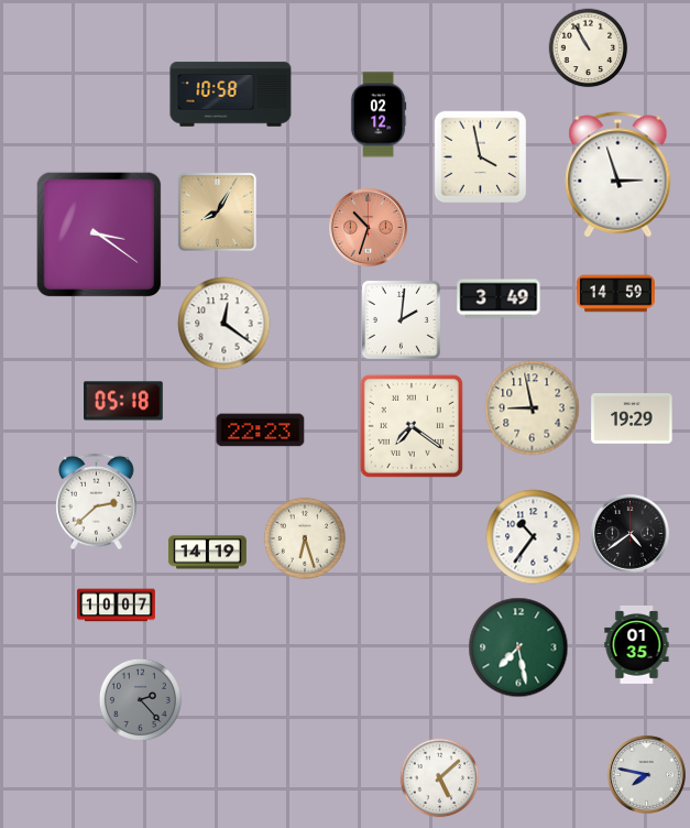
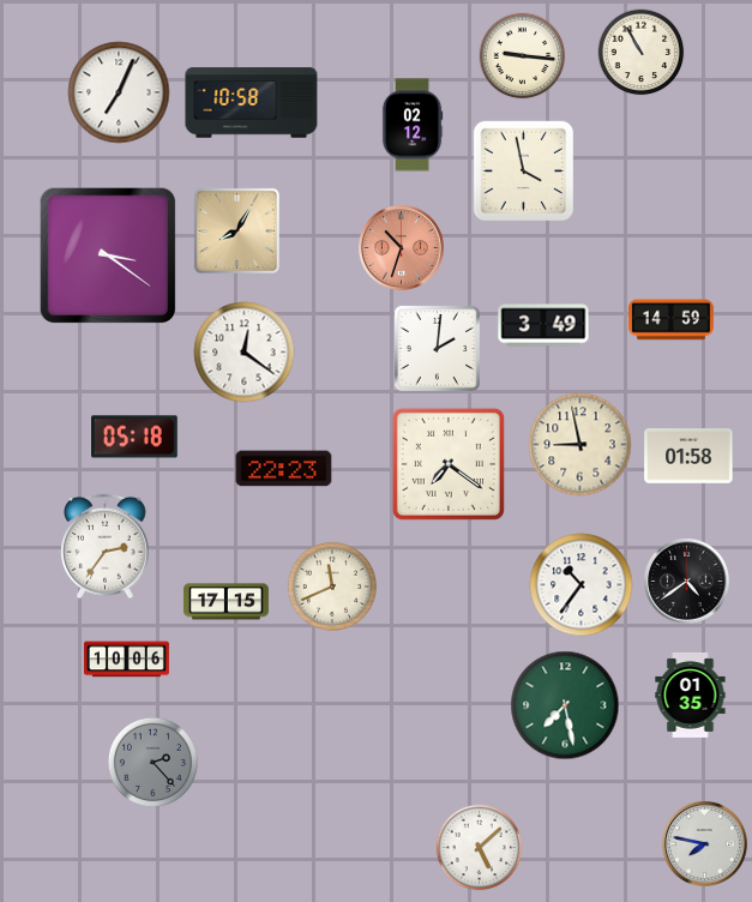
clock at (523, 56): none -> 9:16
clock at (119, 92): none -> 7:04
clock at (618, 175): 2:57 -> none
clock at (632, 418): 19:29 -> 01:58
clock at (97, 502): 2:38 -> 2:36
clock at (304, 537): 6:27 -> 11:41
clock at (207, 553): 14:19 -> 17:15
clock at (116, 606): 10:07 -> 10:06
clock at (637, 644) position: (637, 644) -> (691, 694)
